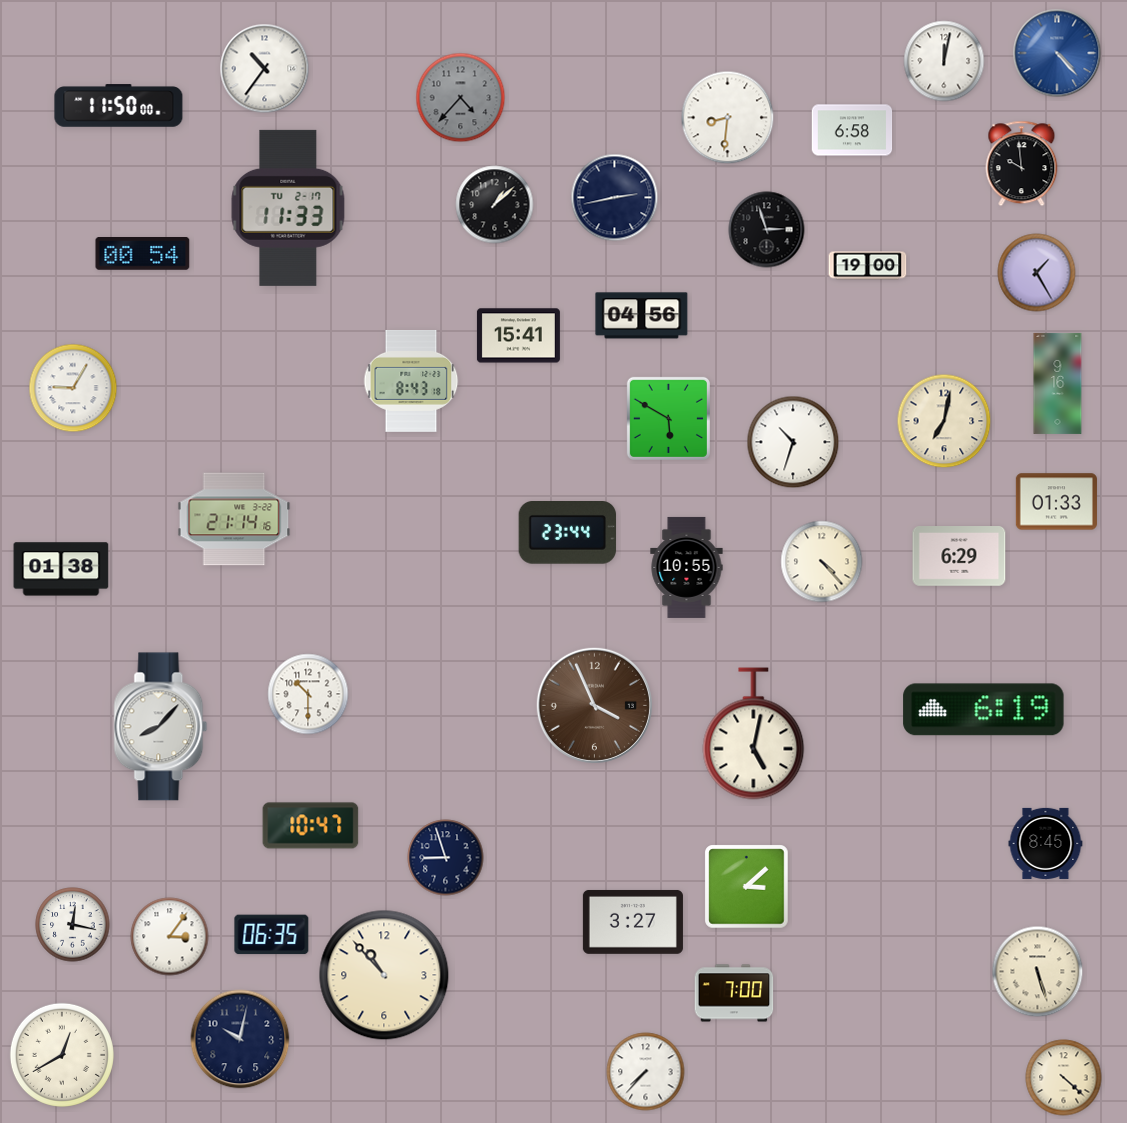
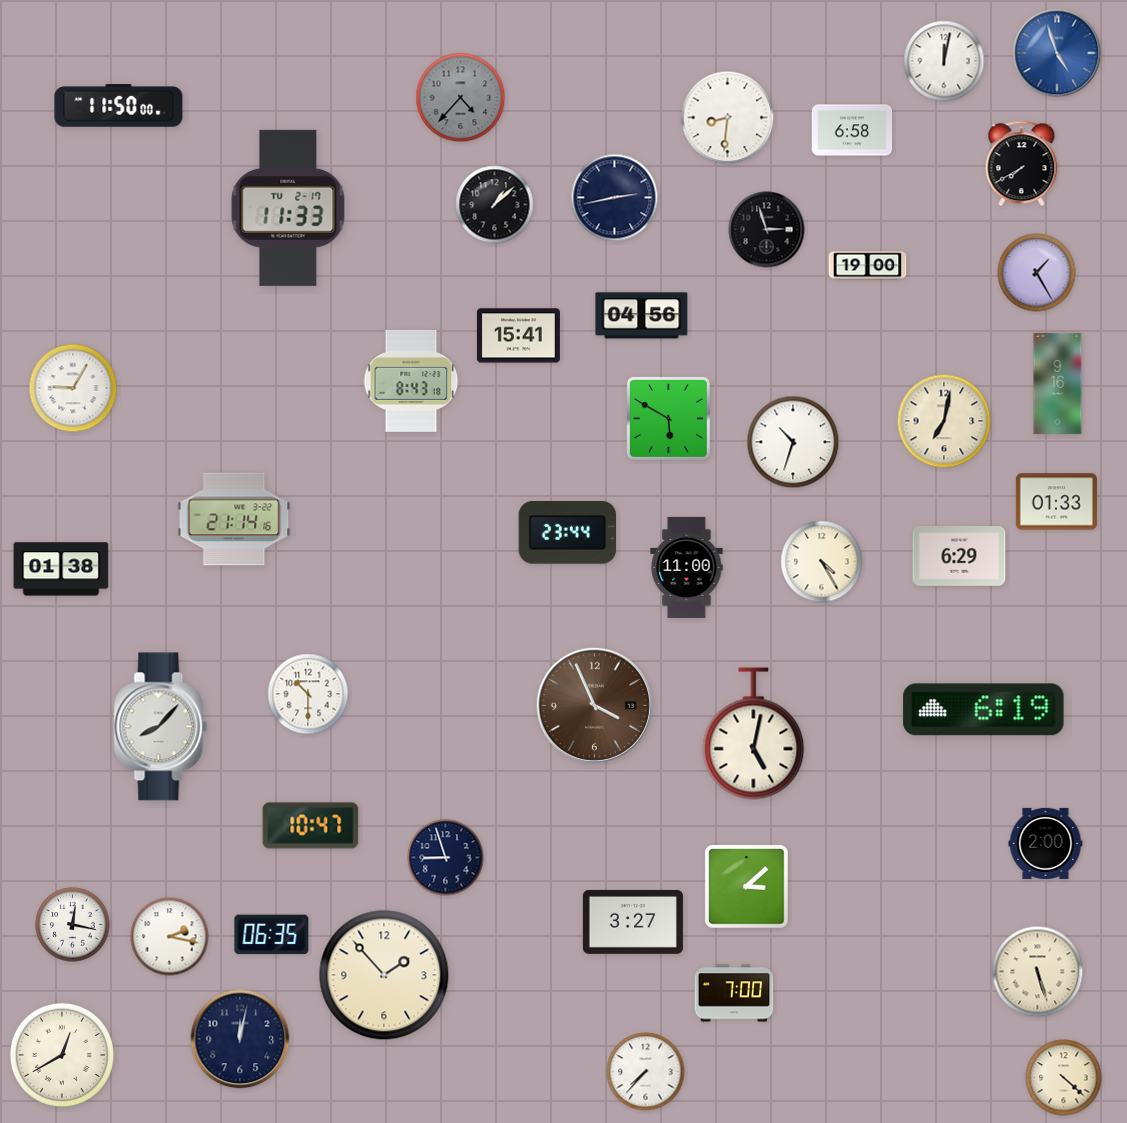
clock at (1057, 53): 4:23 -> 4:57
clock at (265, 69): 10:36 -> none
clock at (1022, 164): 9:59 -> 7:40
clock at (143, 254): 00:54 -> none
clock at (822, 562): 4:23 -> 4:25
clock at (687, 567): 10:55 -> 11:00
clock at (1046, 843): 8:45 -> 2:00
clock at (170, 937): 3:06 -> 2:17
clock at (384, 975): 10:53 -> 1:53
clock at (240, 1039): 10:02 -> 12:02
